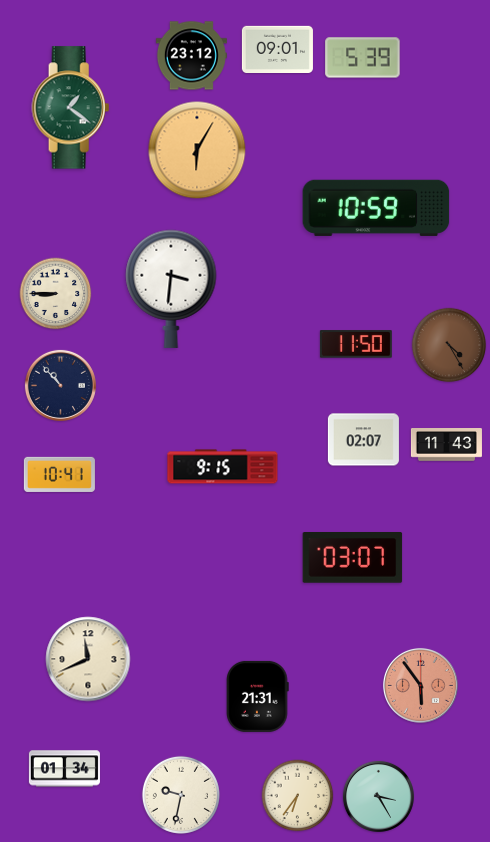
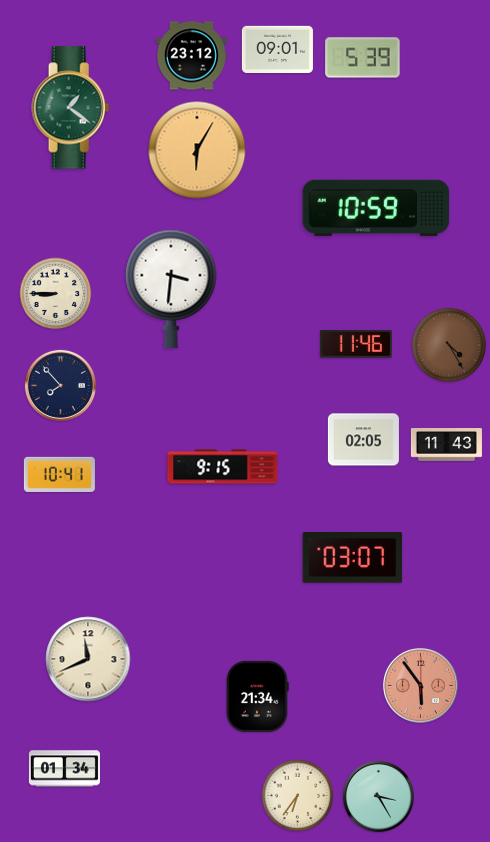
clock at (356, 344): 11:50 -> 11:46
clock at (60, 385): 10:53 -> 7:53
clock at (363, 440): 02:07 -> 02:05
clock at (258, 696): 21:31 -> 21:34
clock at (181, 795): 9:32 -> none
